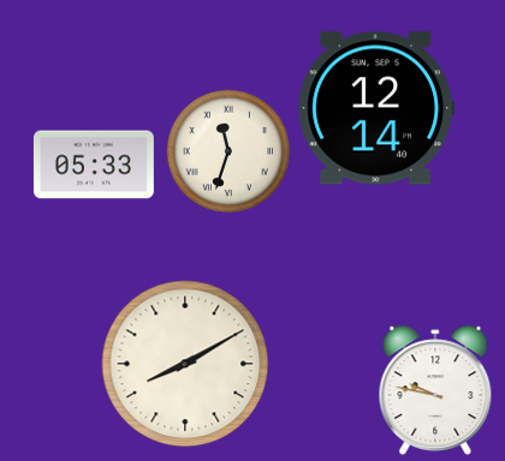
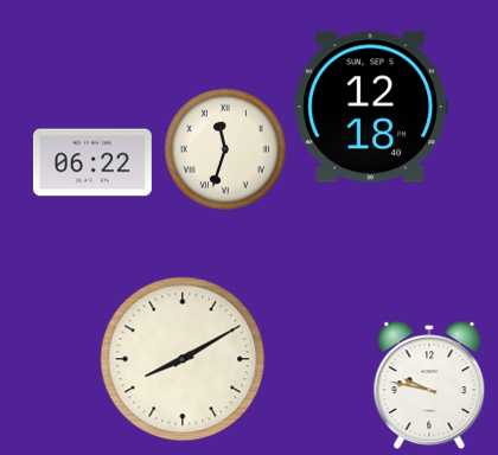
clock at (376, 108): 12:14 -> 12:18
clock at (94, 164): 05:33 -> 06:22
